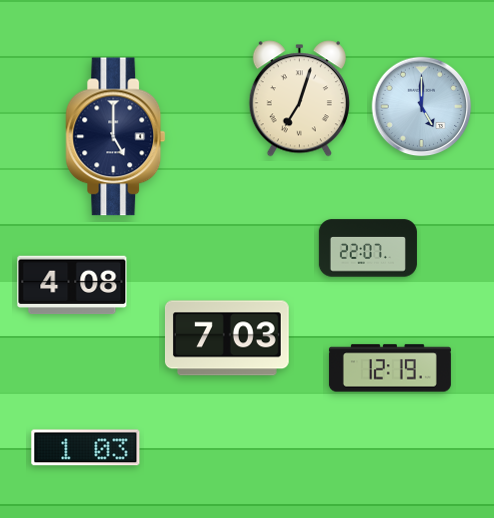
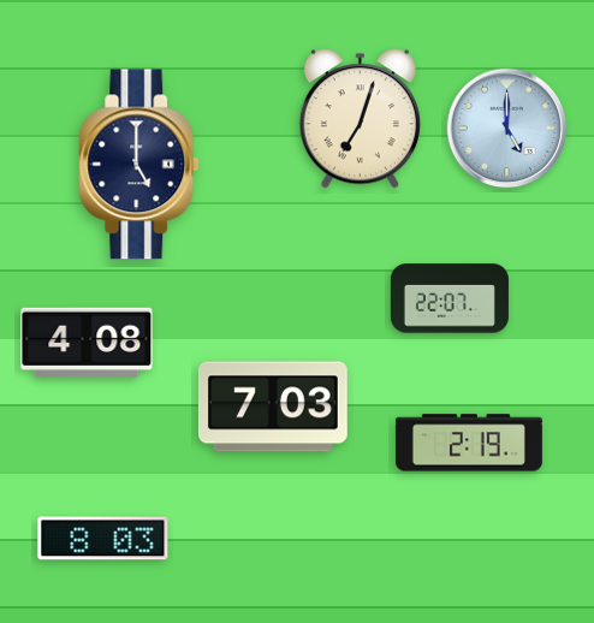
clock at (368, 248) position: (368, 248) -> (450, 298)
clock at (390, 368): 12:19 -> 2:19
clock at (86, 448): 1:03 -> 8:03
